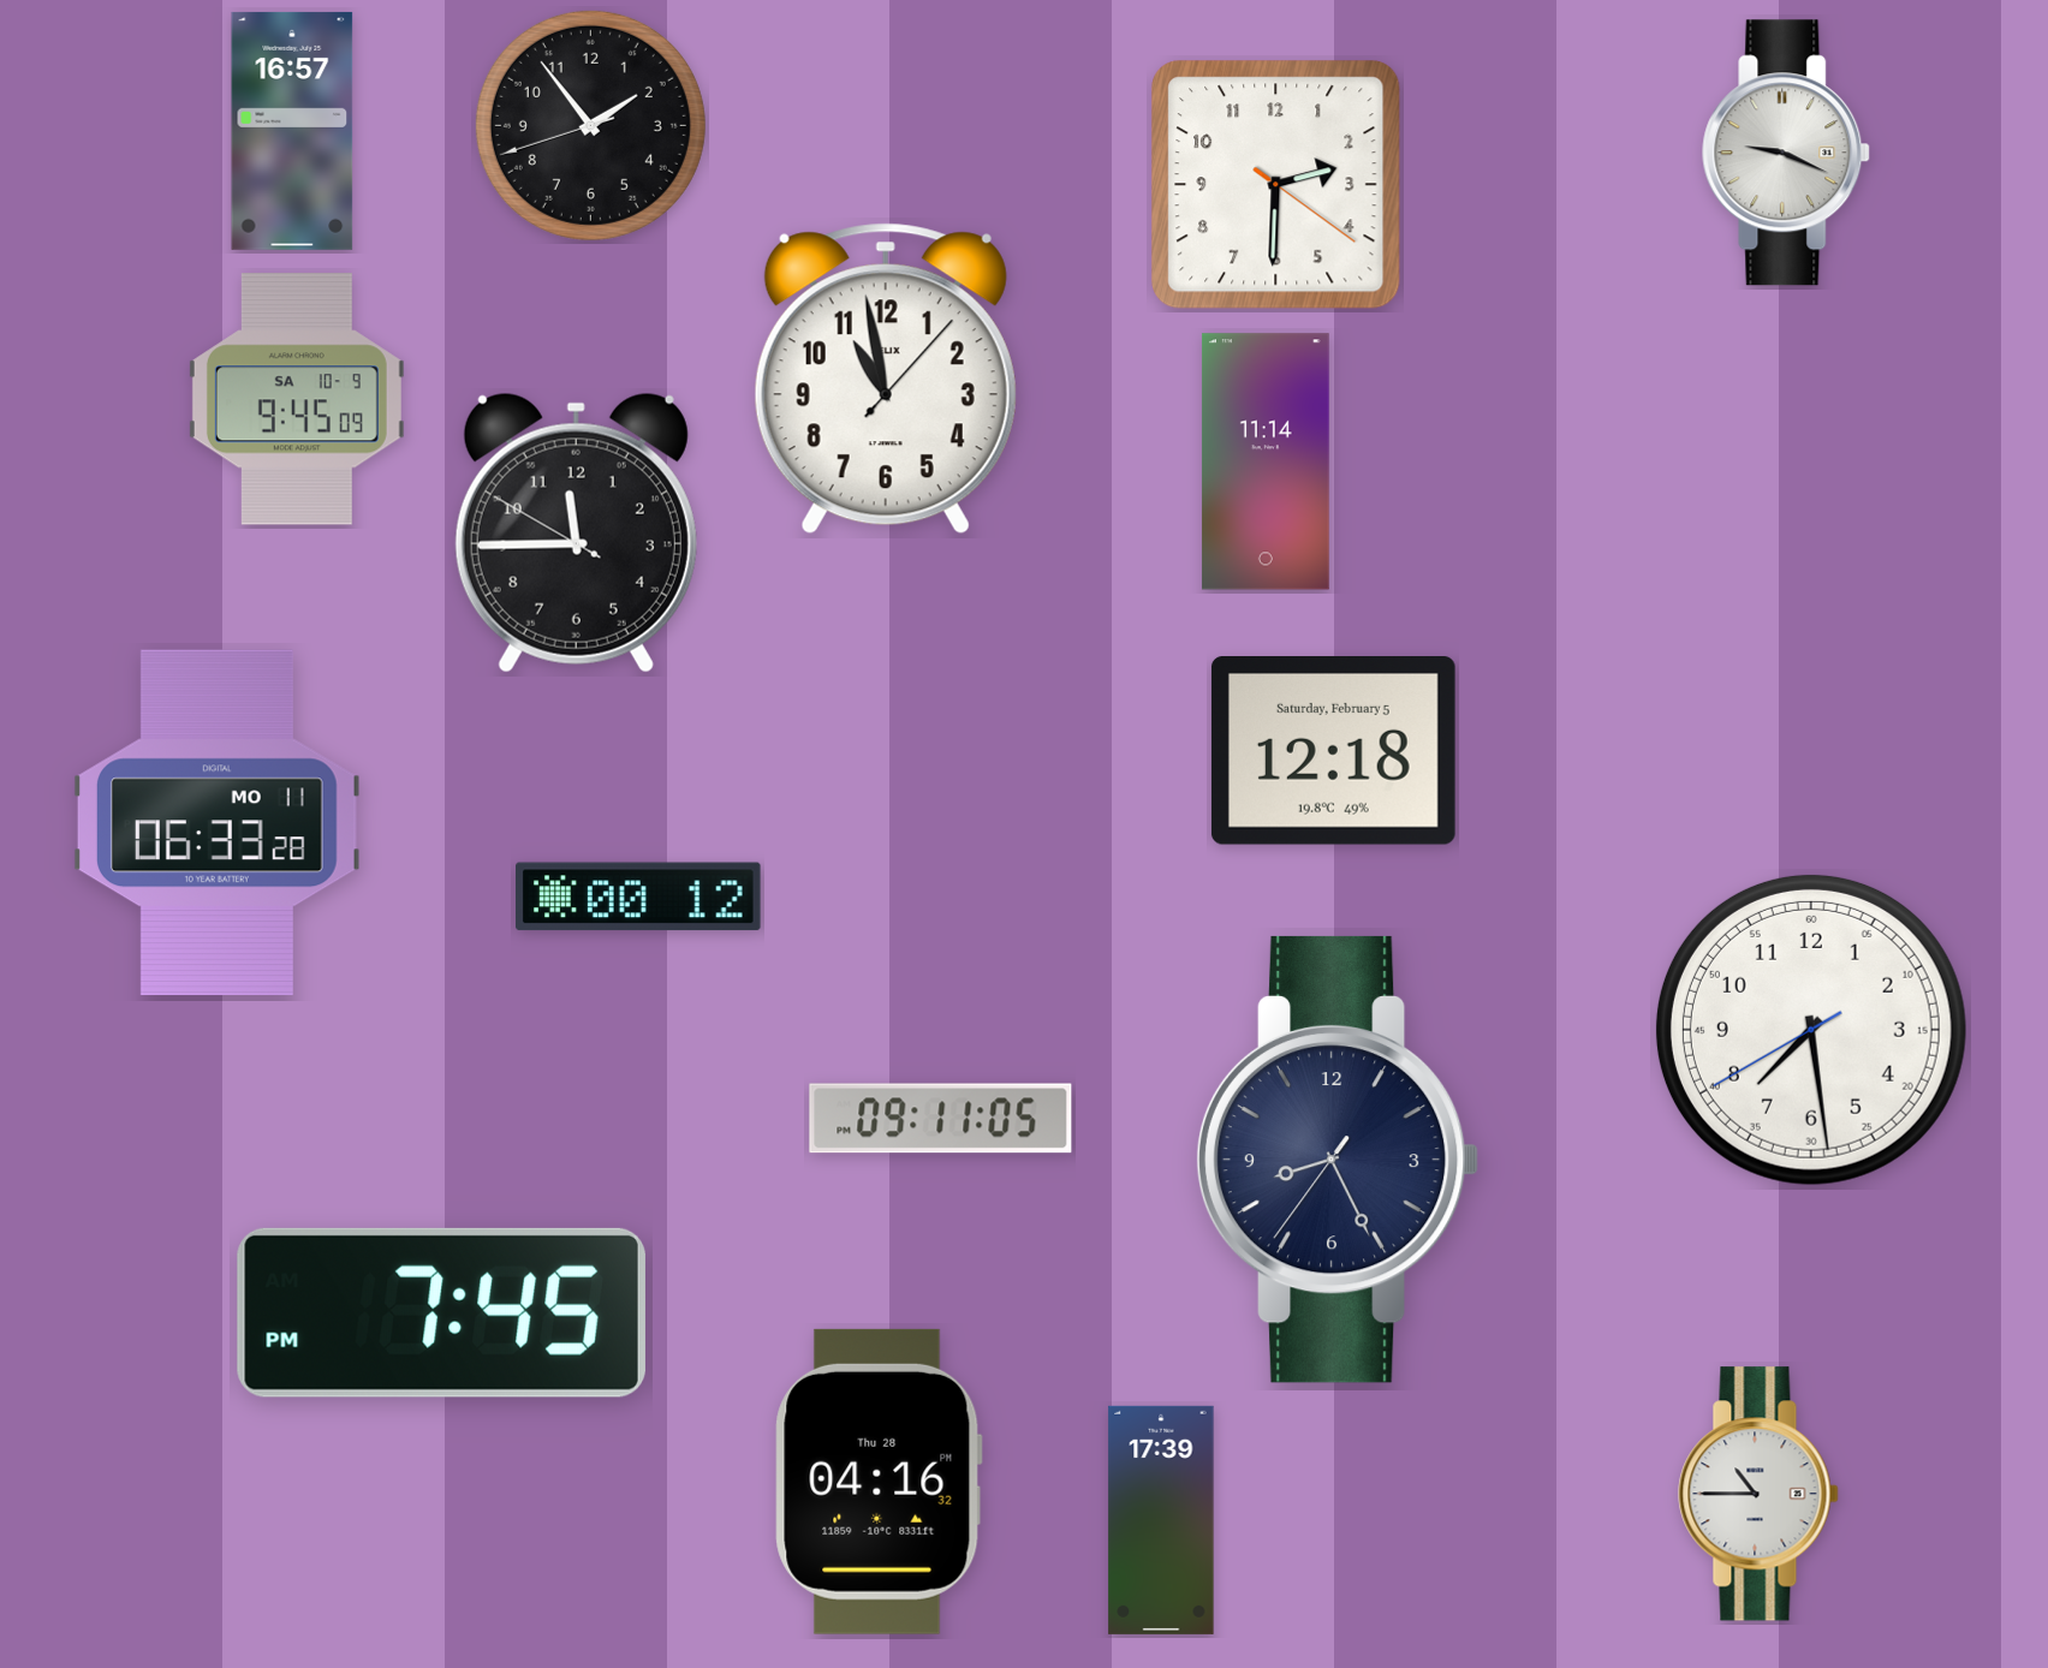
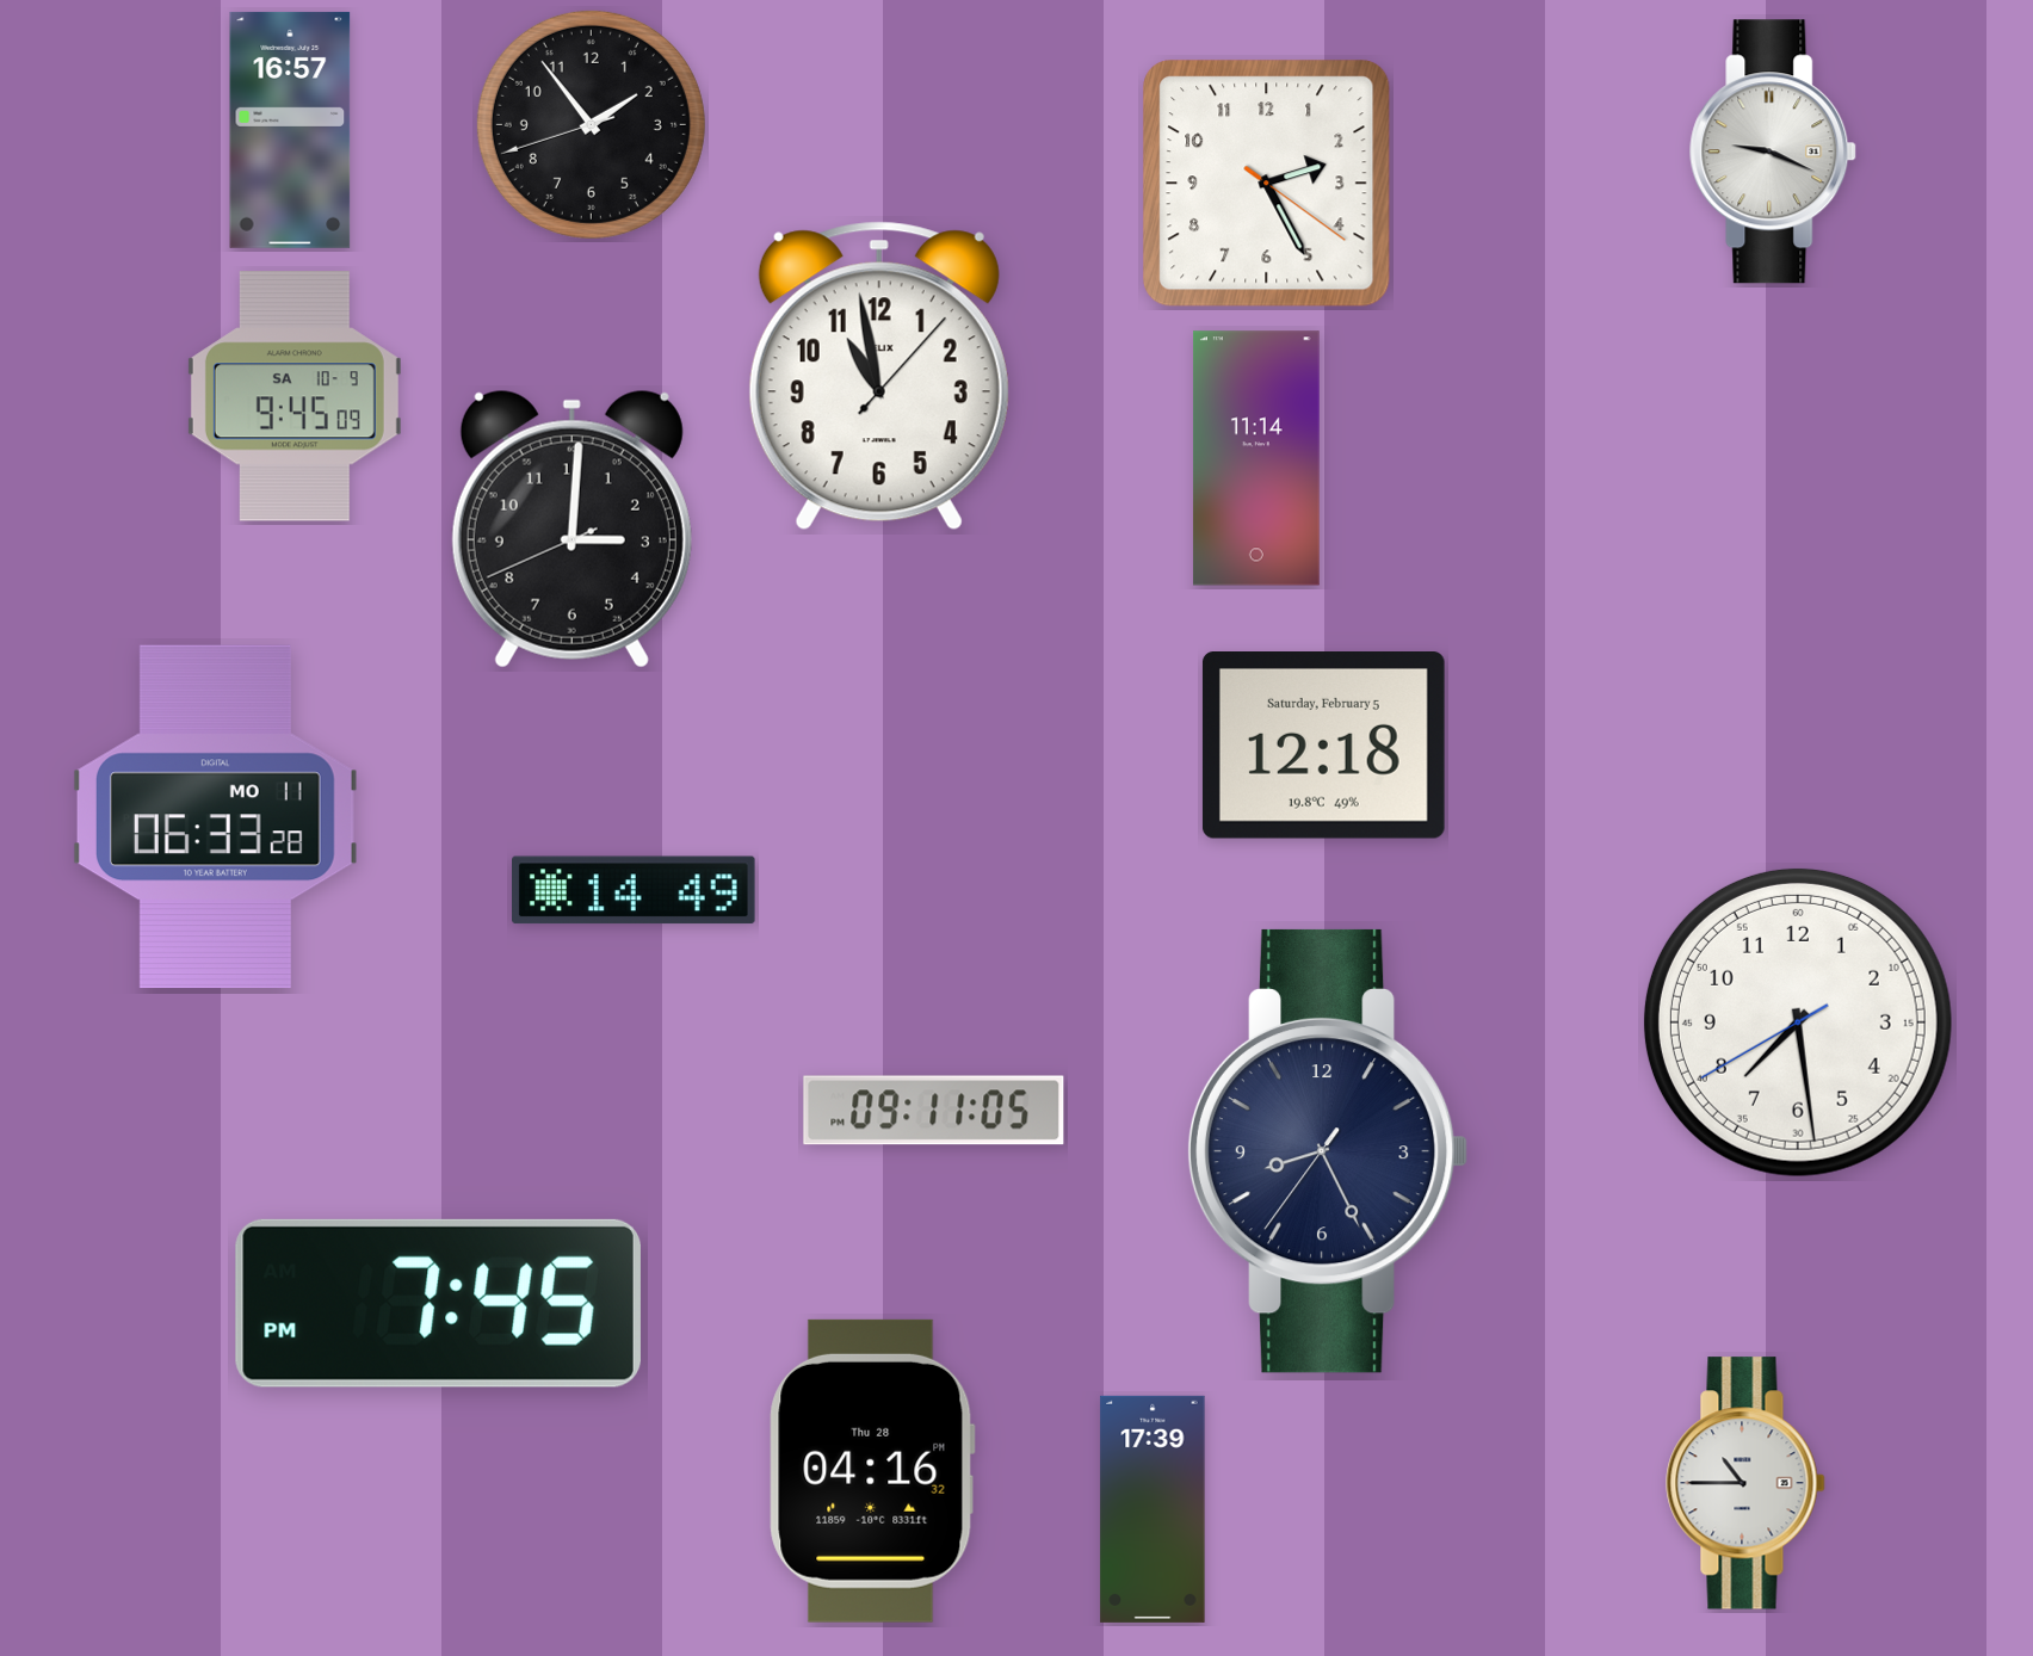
clock at (590, 125) position: (590, 125) -> (591, 124)
clock at (1276, 185): 2:30 -> 2:25
clock at (576, 532): 11:44 -> 3:00
clock at (639, 896): 00:12 -> 14:49
